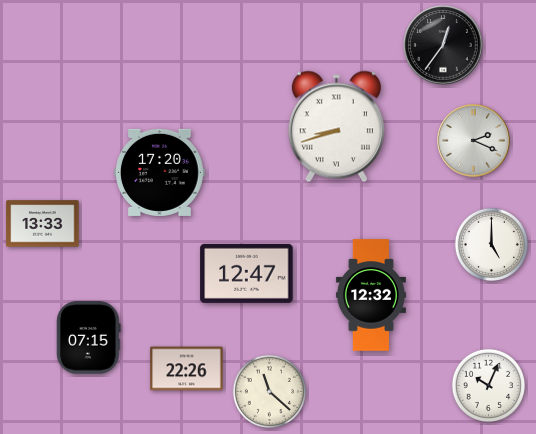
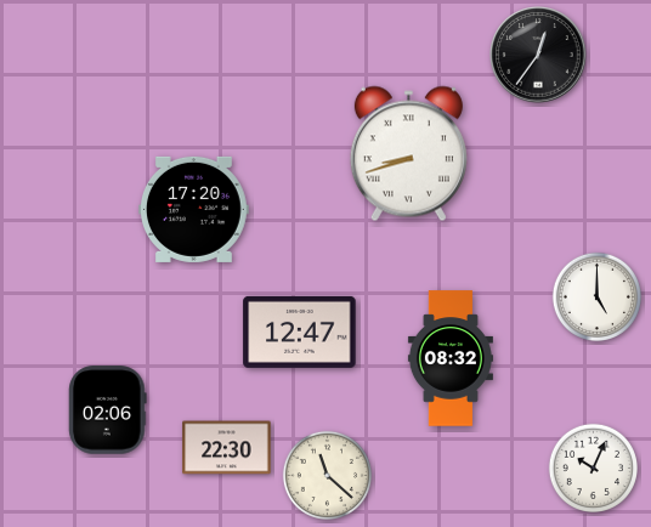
clock at (474, 141): 2:19 -> none
clock at (43, 224): 13:33 -> none
clock at (371, 295): 12:32 -> 08:32
clock at (89, 338): 07:15 -> 02:06
clock at (187, 369): 22:26 -> 22:30
